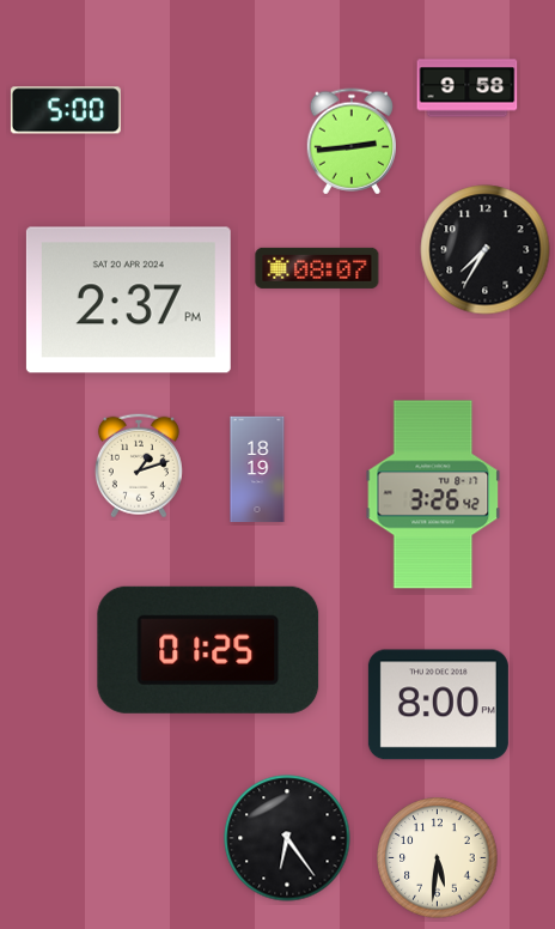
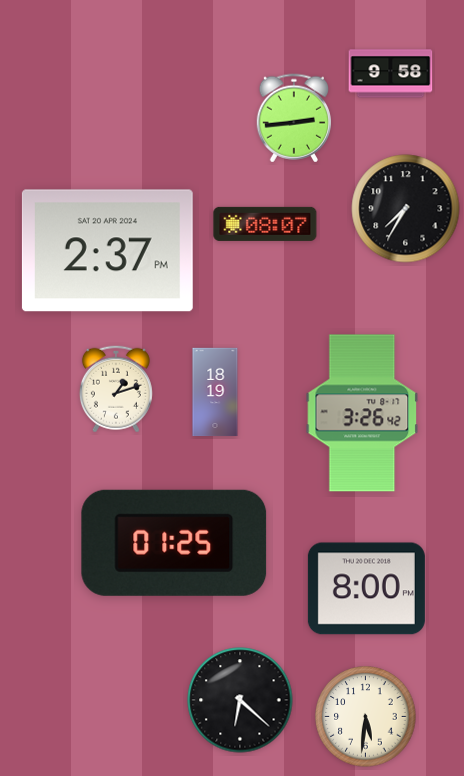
clock at (66, 110): 5:00 -> none
clock at (287, 838): 6:24 -> 6:22
